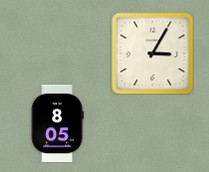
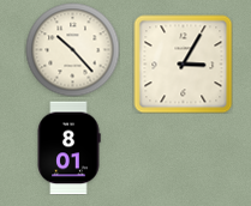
clock at (72, 49): none -> 10:23
clock at (57, 123): 8:05 -> 8:01
